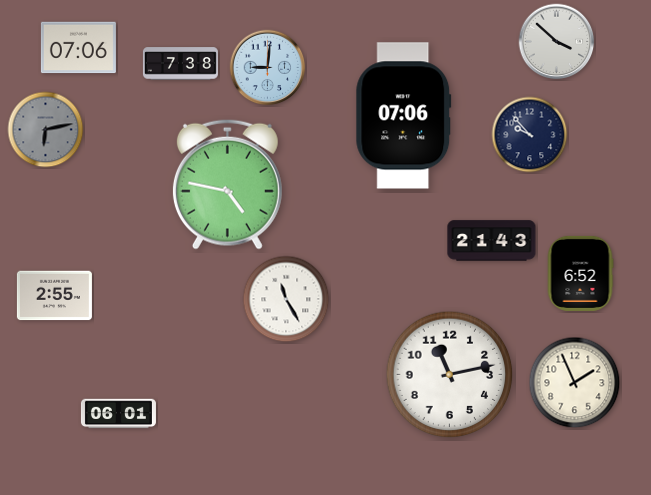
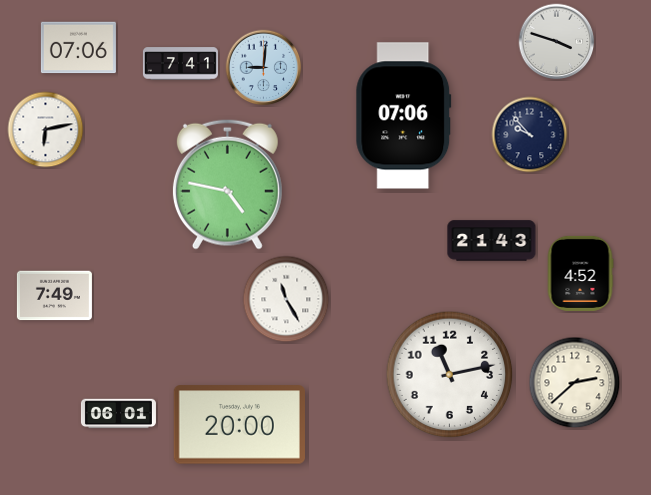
clock at (557, 42): 3:52 -> 3:48
clock at (180, 64): 7:38 -> 7:41
clock at (268, 68) position: (268, 68) -> (264, 68)
clock at (46, 130) dial: grey -> white
clock at (580, 273): 6:52 -> 4:52
clock at (54, 296): 2:55 -> 7:49
clock at (575, 383): 1:56 -> 2:38
clock at (239, 425): none -> 20:00
